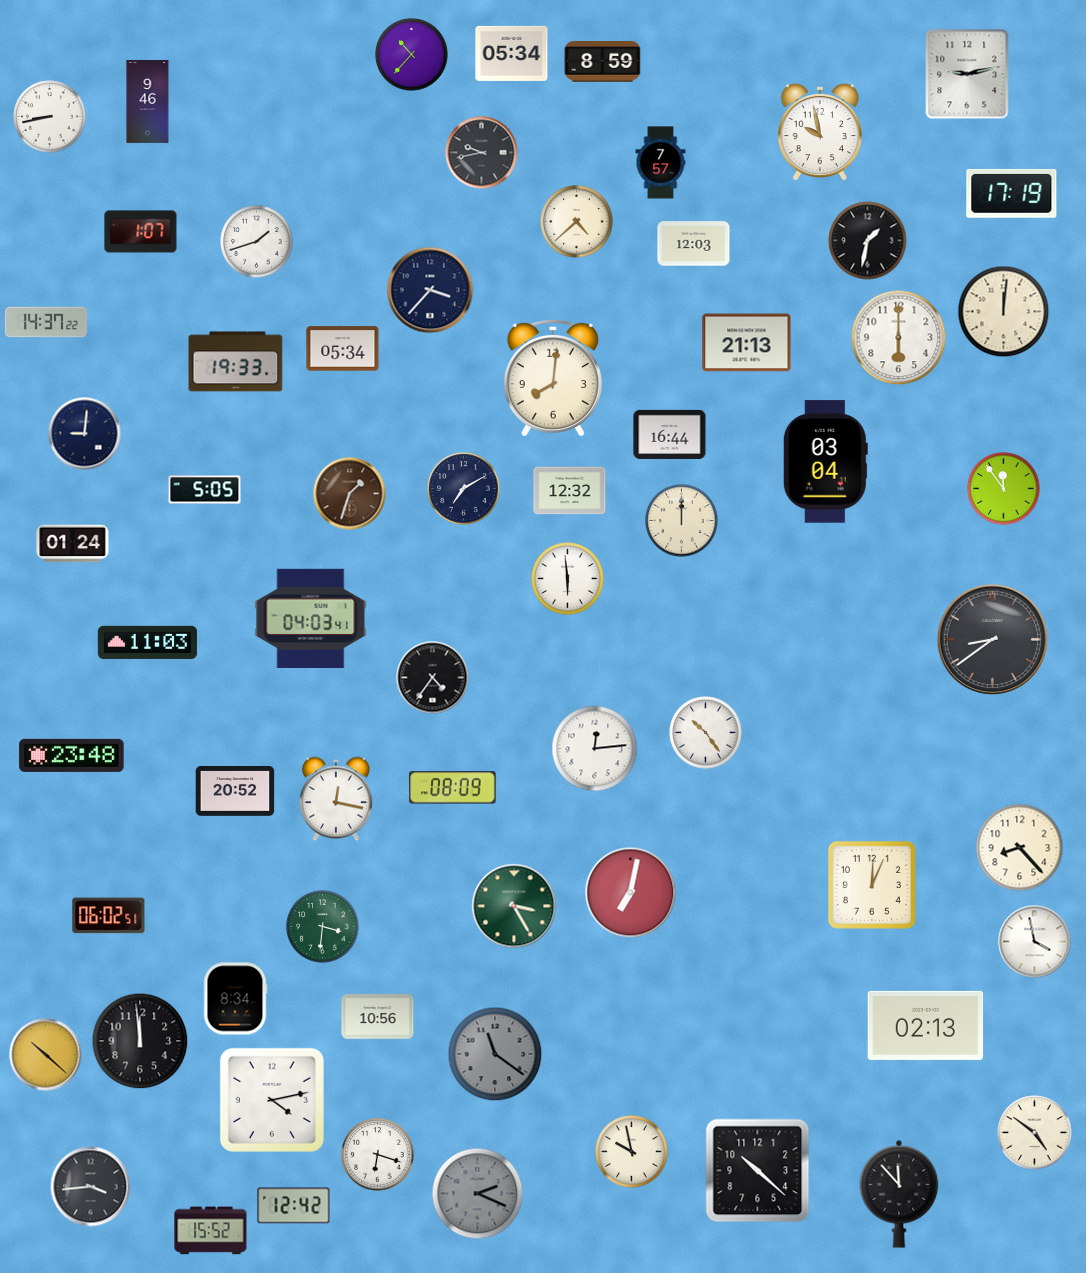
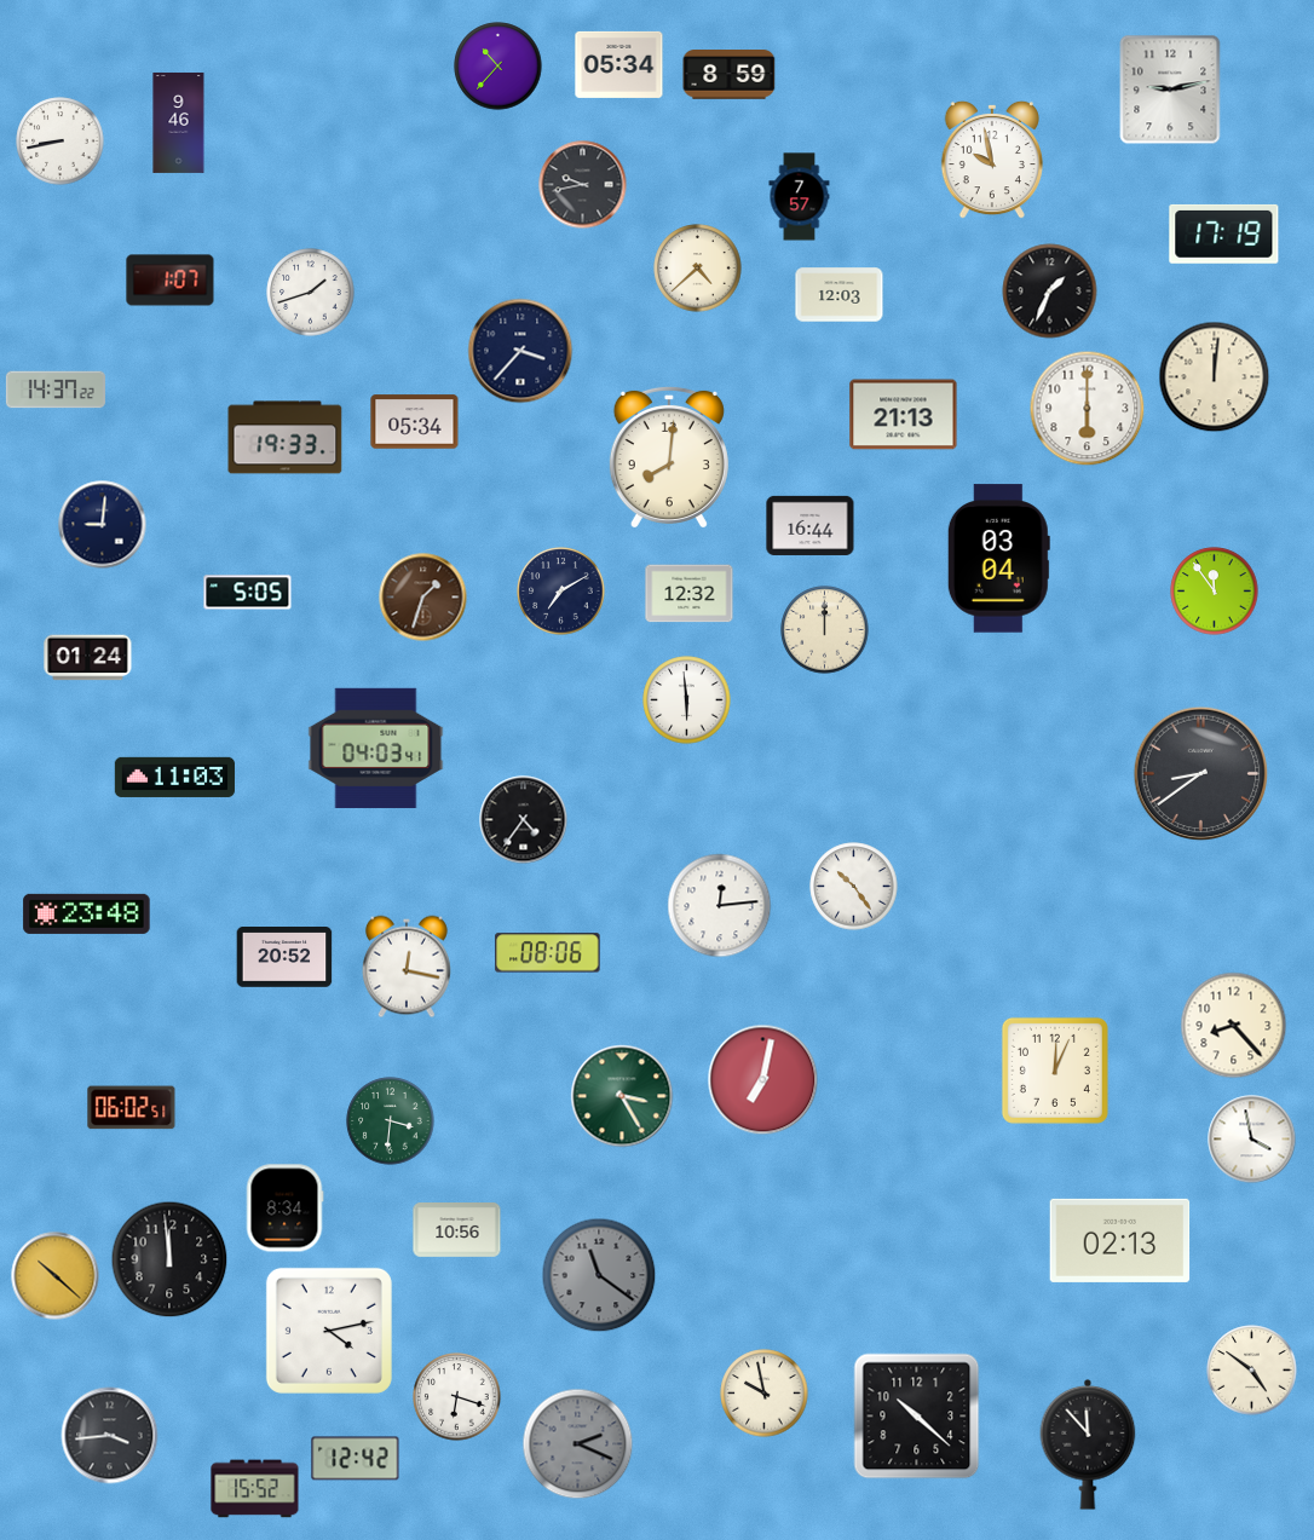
clock at (868, 241): 1:32 -> 1:34
clock at (147, 642) position: (147, 642) -> (174, 777)
clock at (453, 788): 08:09 -> 08:06
